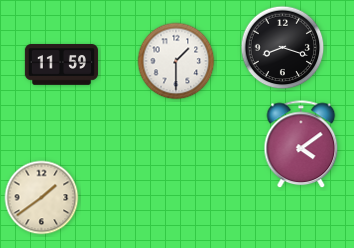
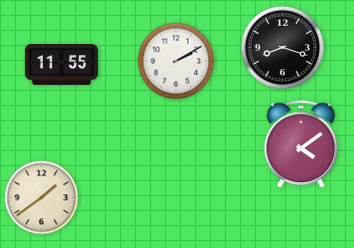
clock at (176, 61): 1:30 -> 2:10
clock at (61, 65): 11:59 -> 11:55
